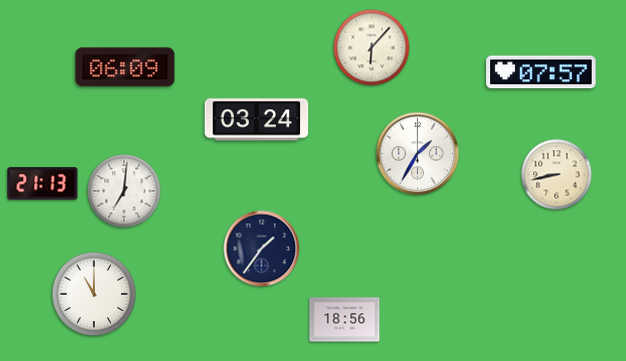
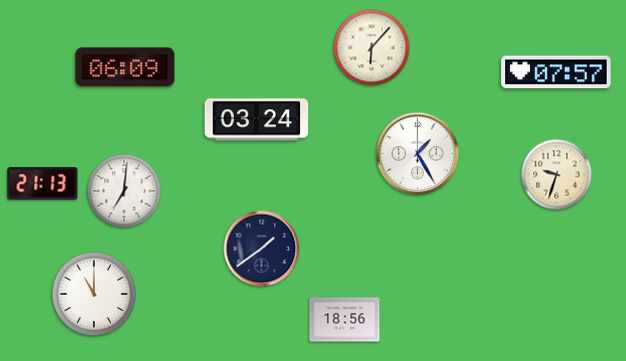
clock at (541, 72) position: (541, 72) -> (556, 72)
clock at (418, 154): 1:35 -> 1:25
clock at (557, 175): 8:43 -> 9:33
clock at (262, 249): 1:36 -> 1:39
